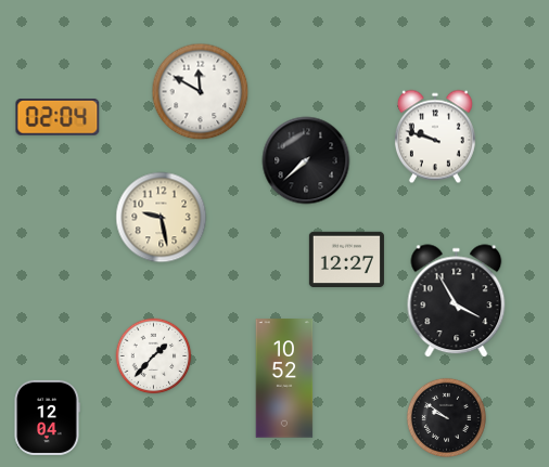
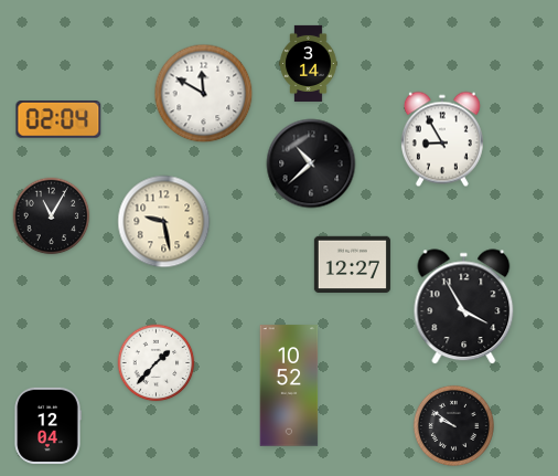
clock at (309, 63): none -> 3:14
clock at (435, 137): 9:48 -> 8:55
clock at (306, 160): 7:38 -> 10:38
clock at (52, 216): none -> 11:05
